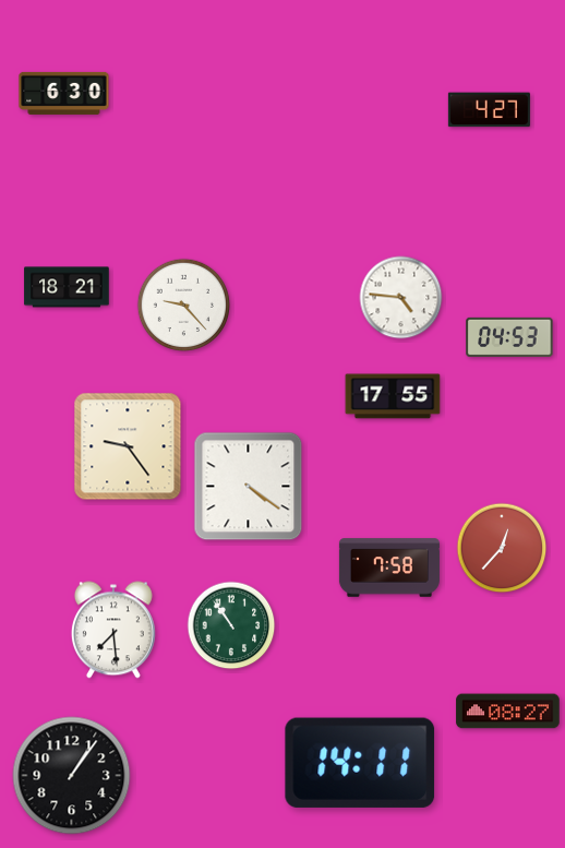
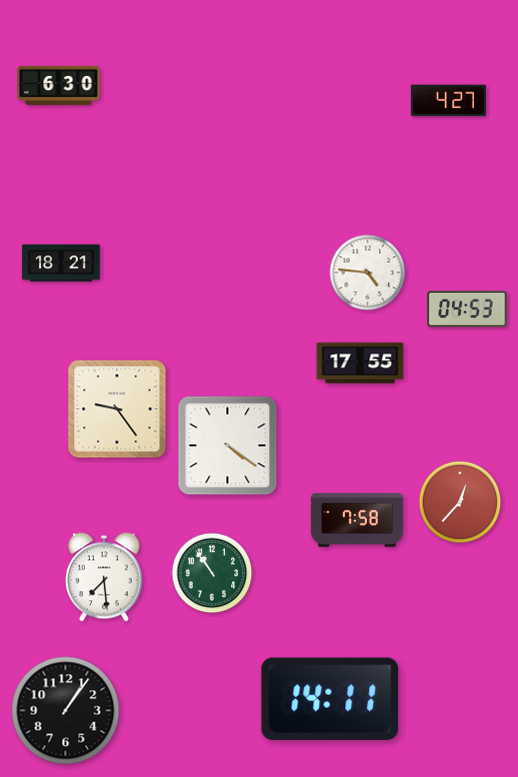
clock at (183, 304): 9:23 -> none
clock at (508, 712): 08:27 -> none
